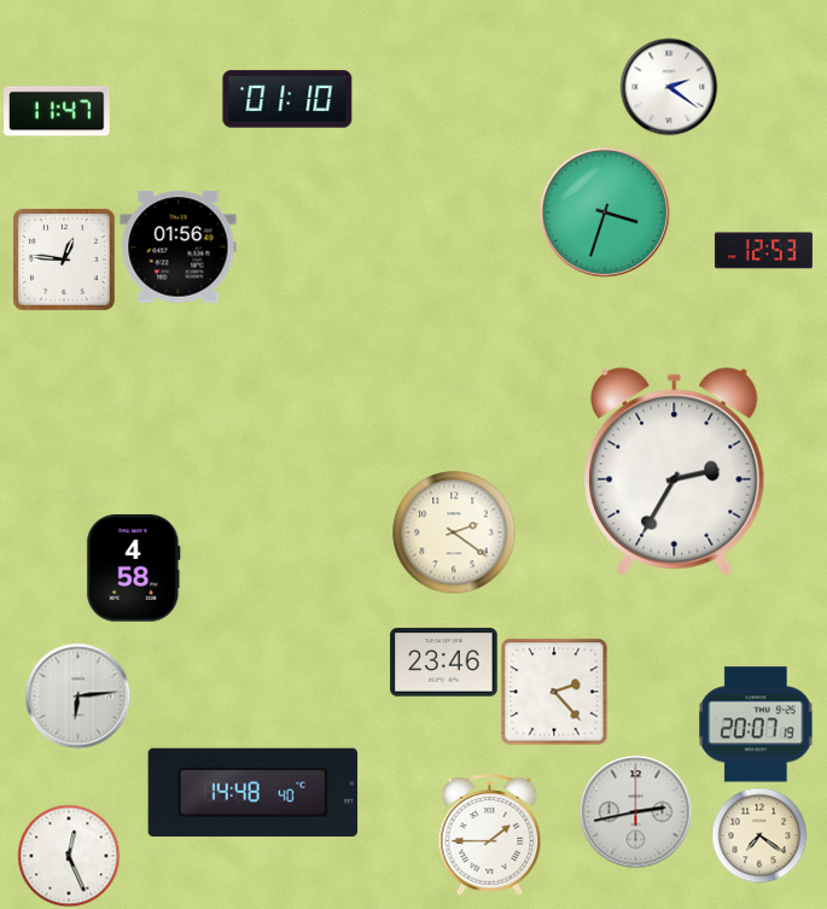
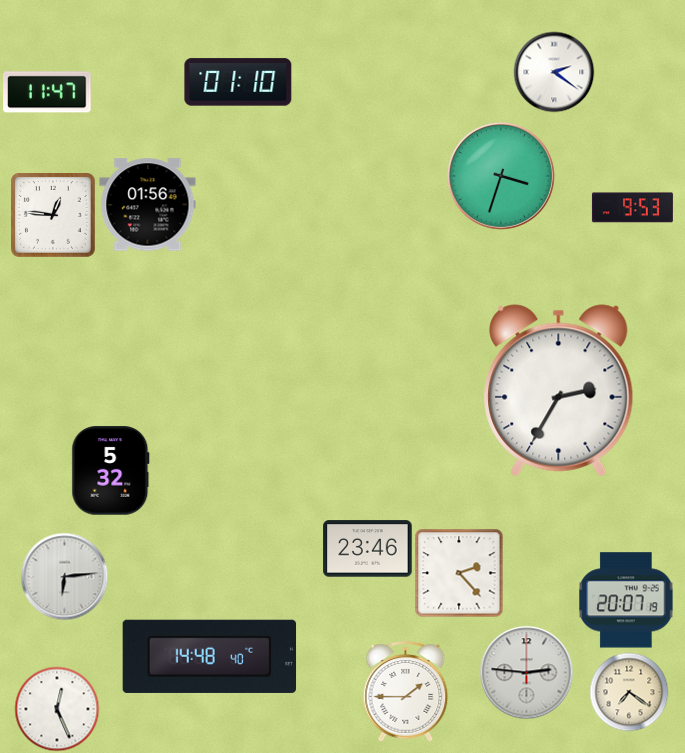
clock at (763, 251): 12:53 -> 9:53
clock at (454, 532): 2:21 -> none
clock at (134, 569): 4:58 -> 5:32
clock at (635, 811): 2:43 -> 2:46
